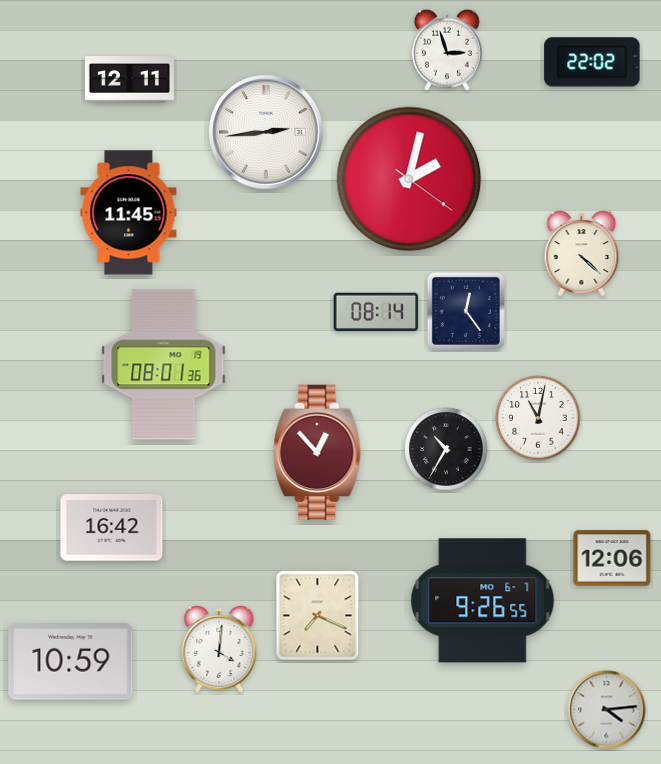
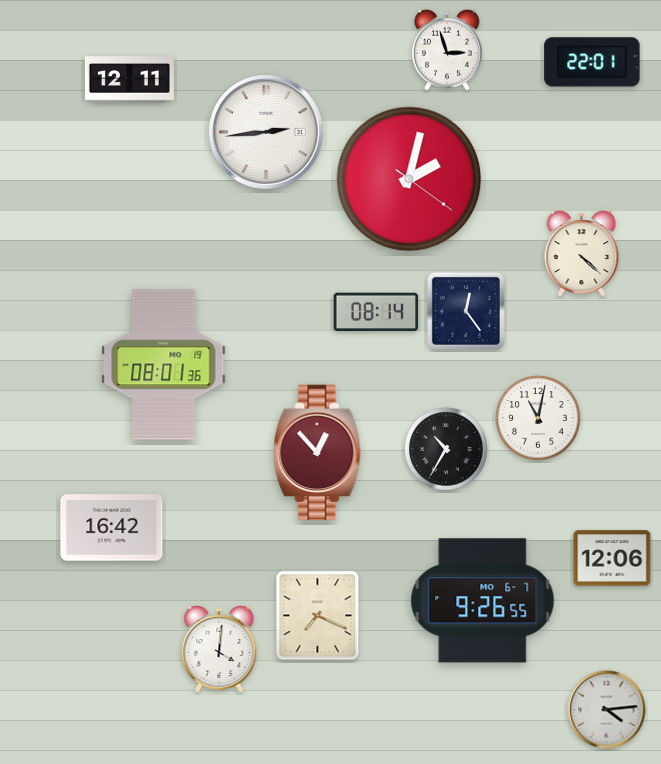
clock at (592, 62): 22:02 -> 22:01
clock at (129, 213): 11:45 -> none
clock at (71, 662): 10:59 -> none
